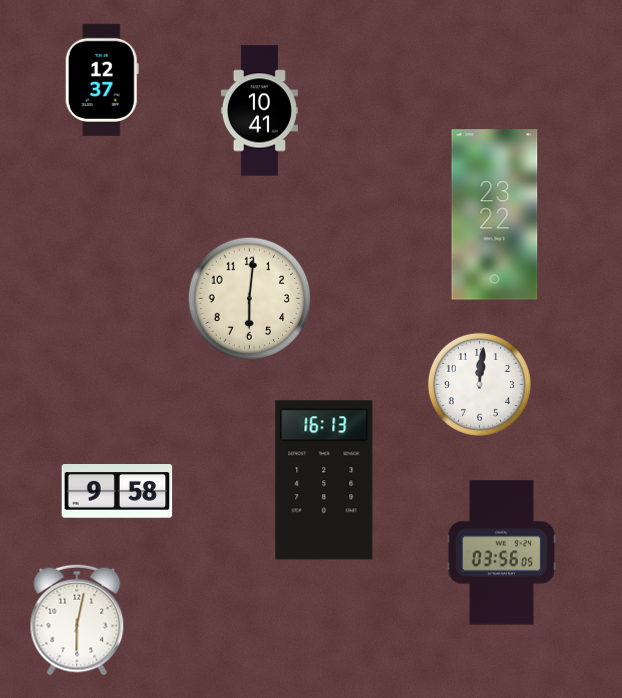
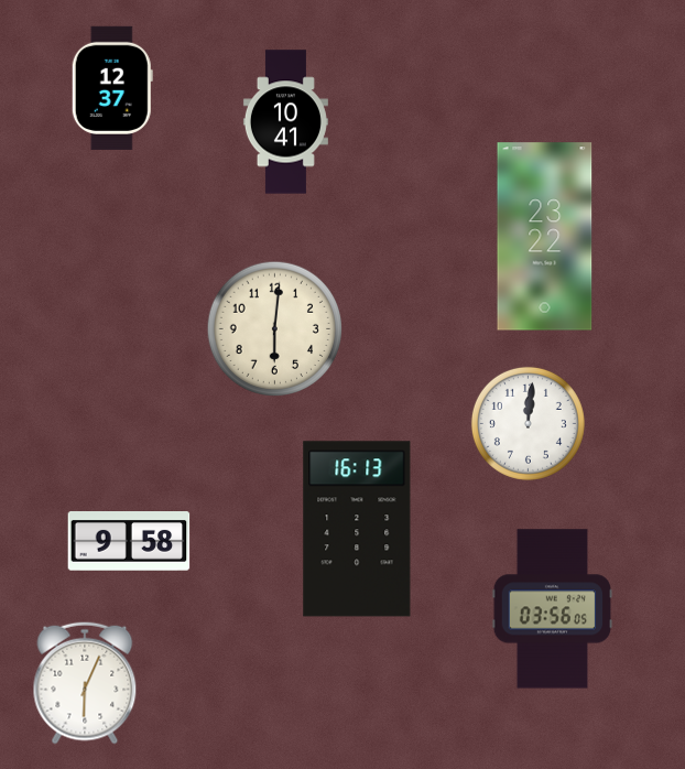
clock at (77, 620): 6:02 -> 6:04
